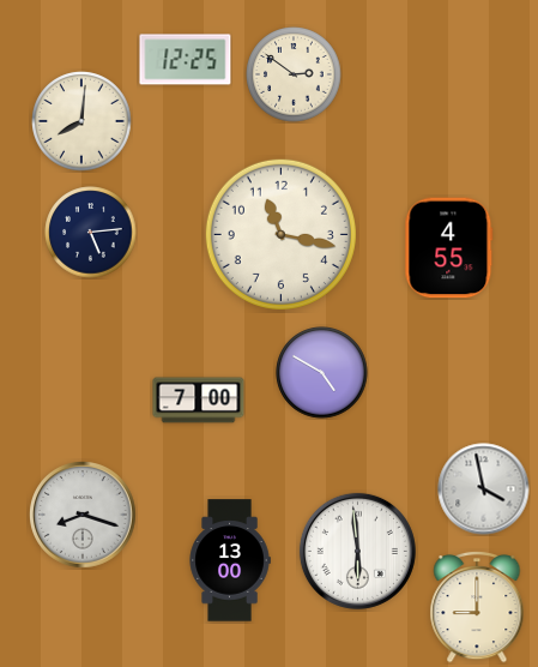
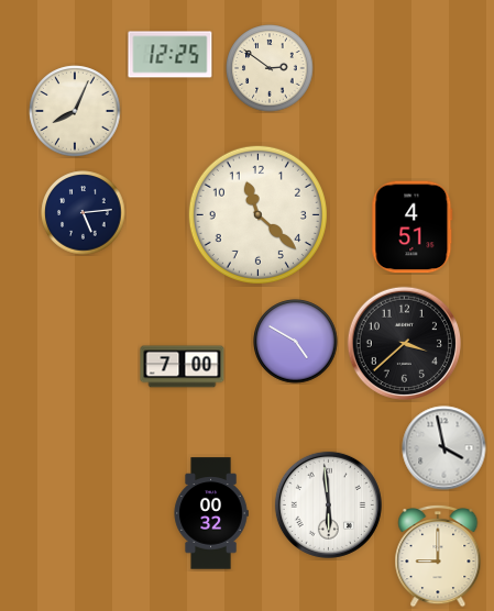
clock at (81, 121): 8:01 -> 8:04
clock at (280, 234): 11:17 -> 11:22
clock at (449, 248): 4:55 -> 4:51
clock at (404, 343): none -> 3:38
clock at (84, 516): 8:18 -> none
clock at (230, 560): 13:00 -> 00:32
